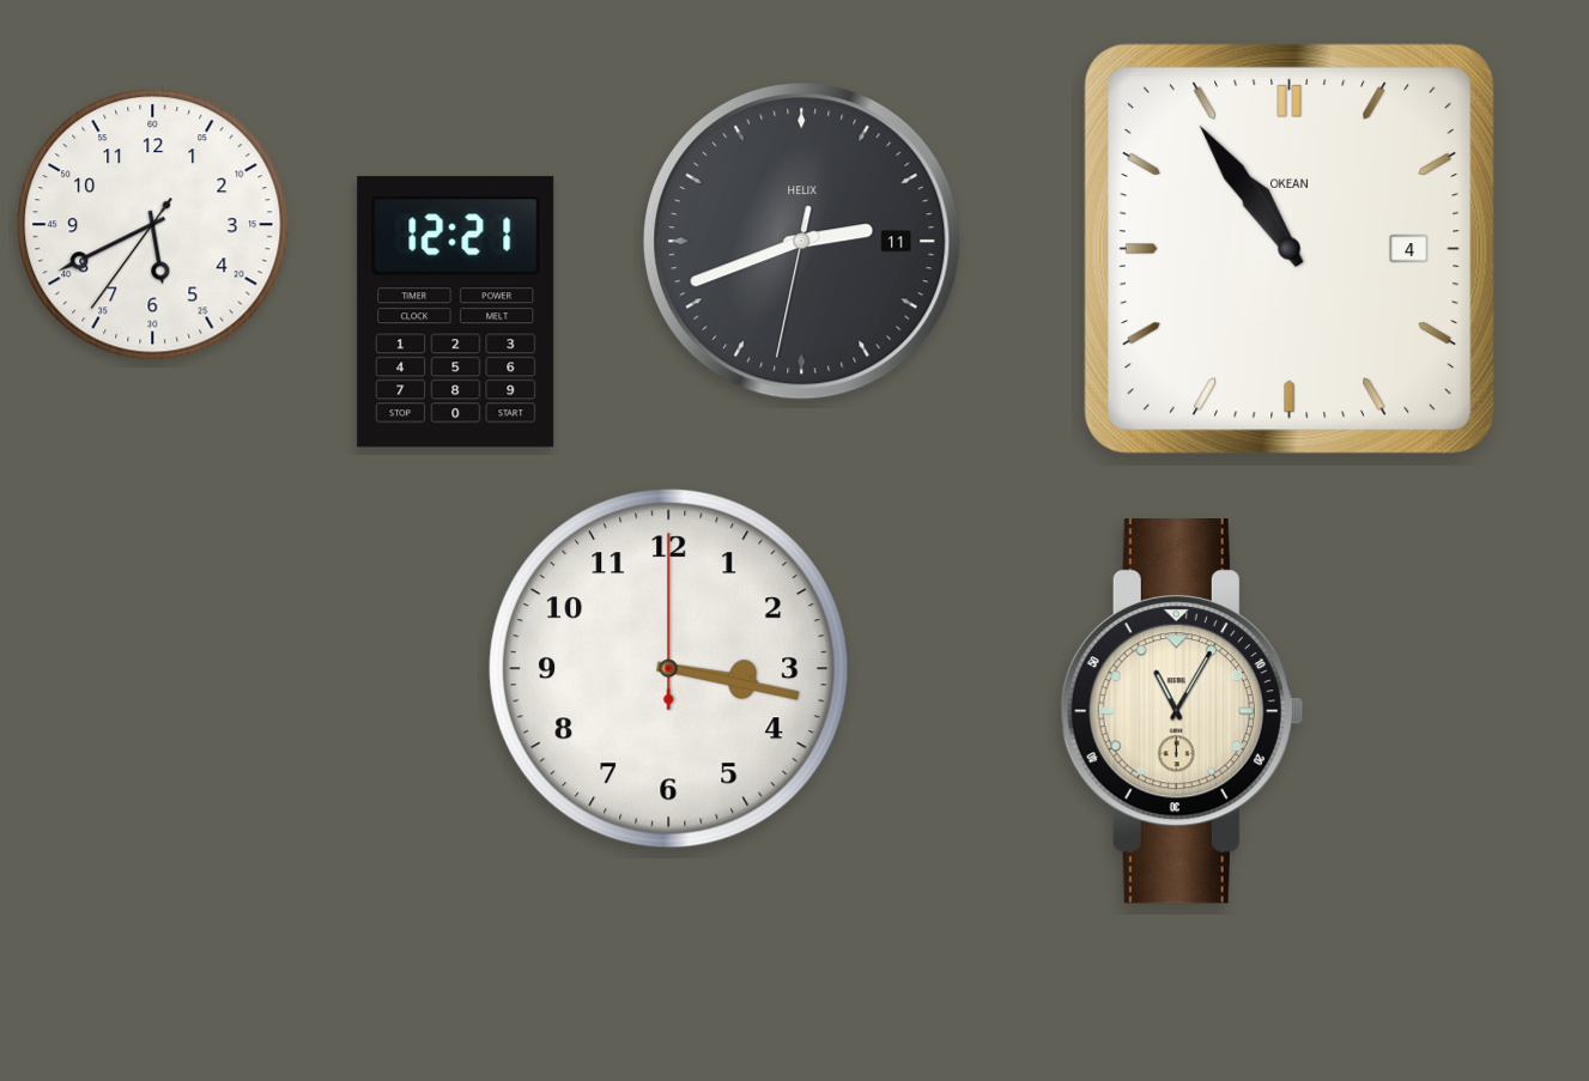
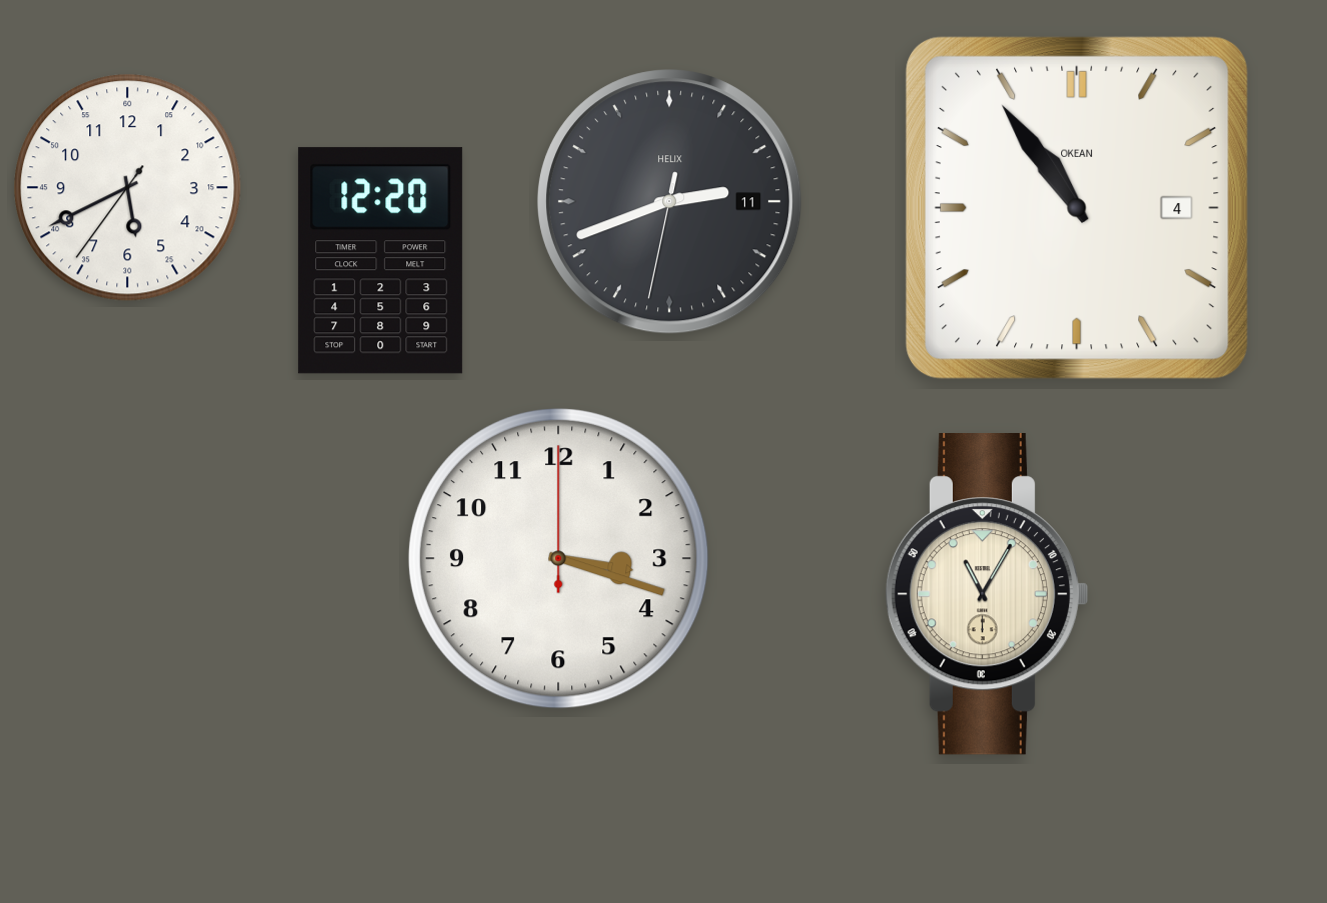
clock at (456, 312): 12:21 -> 12:20
clock at (669, 669): 3:17 -> 3:18
